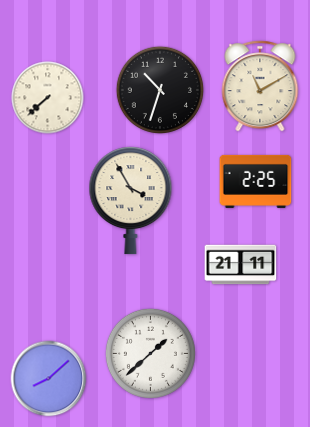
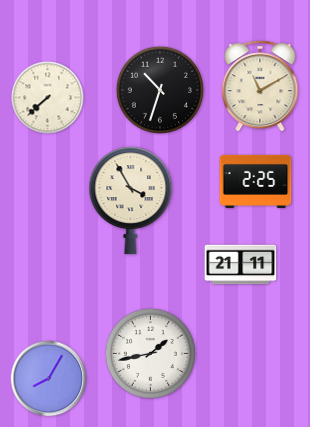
clock at (150, 353): 1:38 -> 1:43
clock at (49, 379): 8:08 -> 8:05
